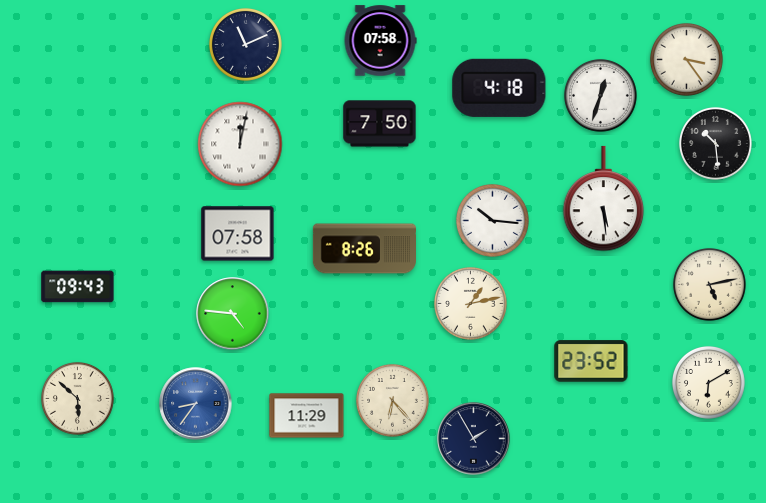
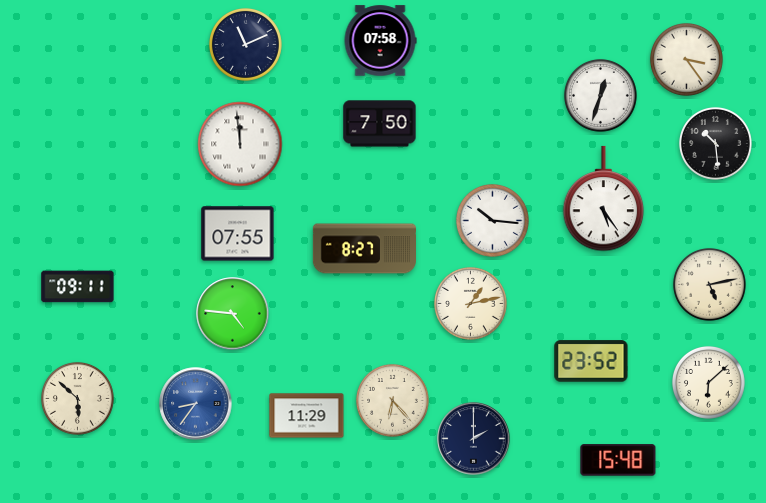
clock at (499, 88): 4:18 -> none
clock at (240, 144): 12:02 -> 11:59
clock at (604, 199): 5:29 -> 5:24
clock at (238, 234): 07:58 -> 07:55
clock at (364, 249): 8:26 -> 8:27
clock at (78, 287): 09:43 -> 09:11
clock at (708, 382): 6:10 -> 6:08
clock at (474, 439): 1:55 -> 2:00
clock at (618, 460): none -> 15:48
